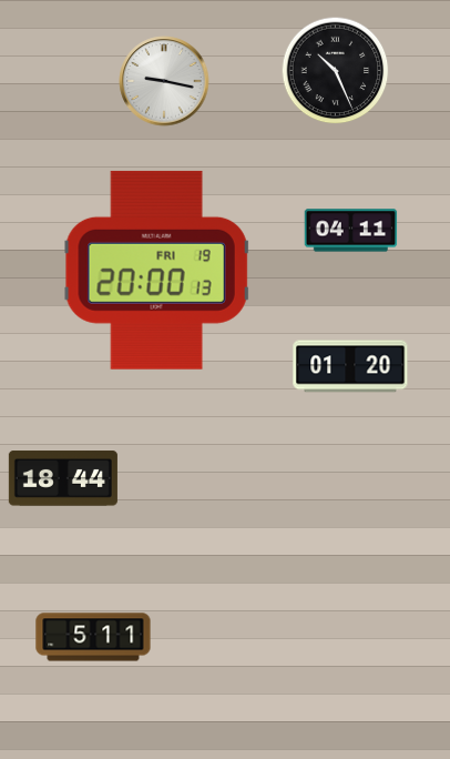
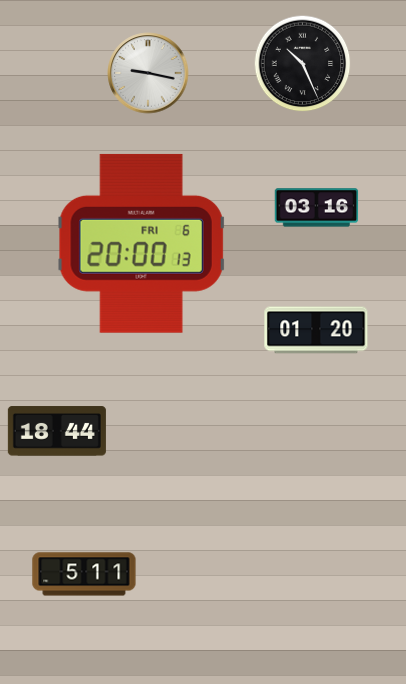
clock at (351, 231): 04:11 -> 03:16
clock at (157, 270) date: FRI 19 -> FRI 6
